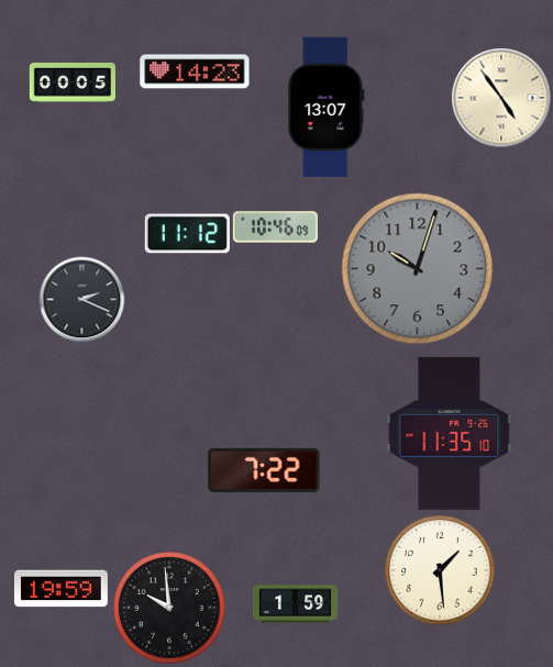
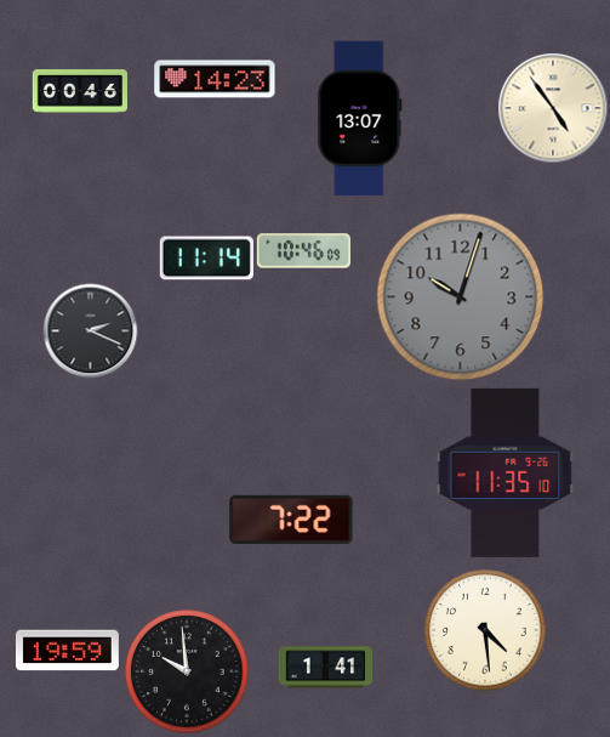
clock at (71, 82): 00:05 -> 00:46
clock at (187, 234): 11:12 -> 11:14
clock at (450, 433) position: (450, 433) -> (506, 472)
clock at (440, 570): 1:29 -> 4:29
clock at (295, 604): 1:59 -> 1:41
